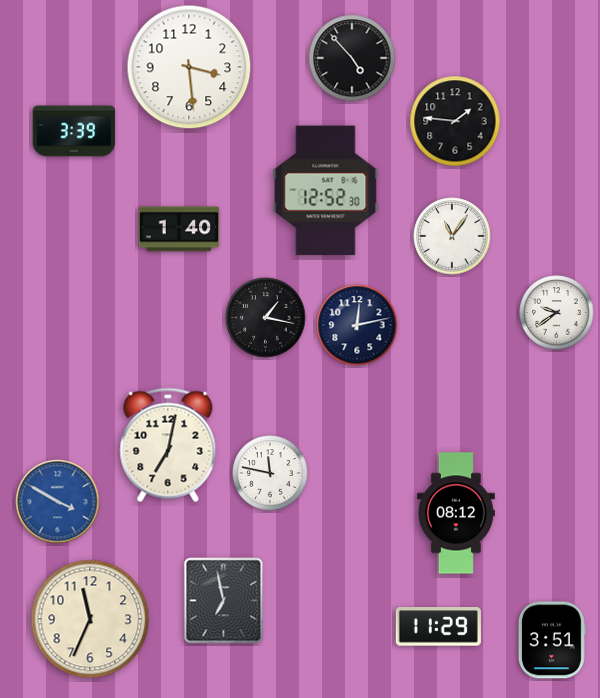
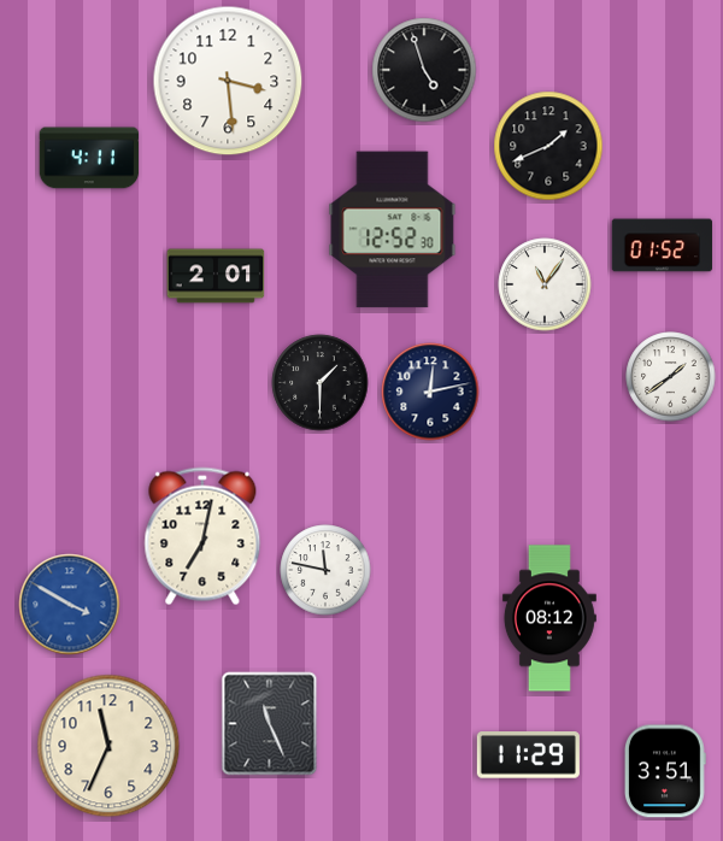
clock at (352, 58): 4:53 -> 4:57
clock at (455, 121): 1:46 -> 1:41
clock at (74, 131): 3:39 -> 4:11
clock at (663, 246): none -> 01:52
clock at (179, 229): 1:40 -> 2:01
clock at (557, 313): 9:39 -> 1:39
clock at (266, 318): 1:17 -> 1:30
clock at (224, 601): 6:58 -> 11:26
